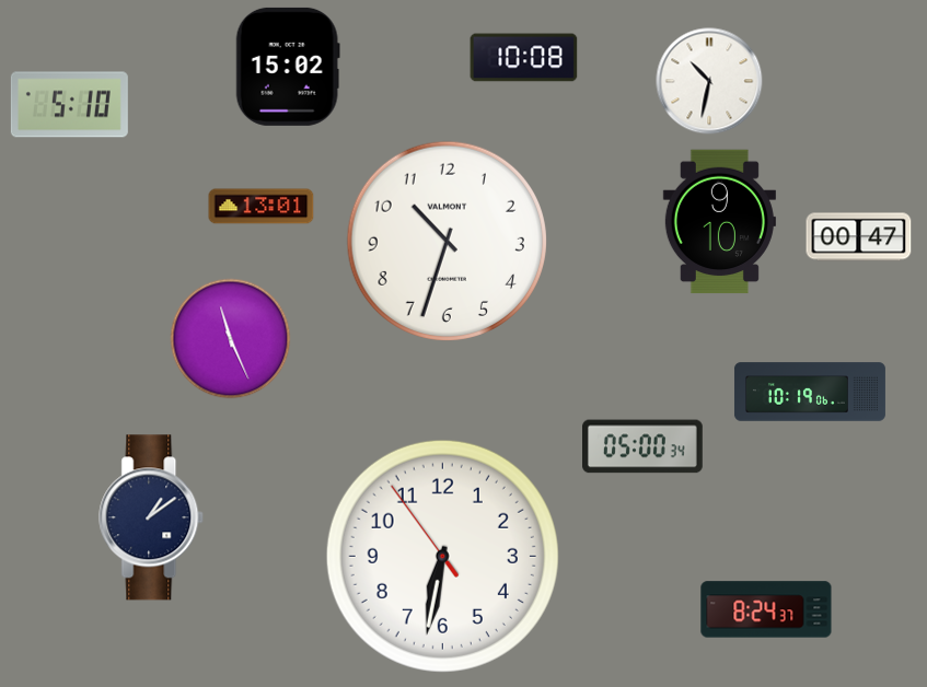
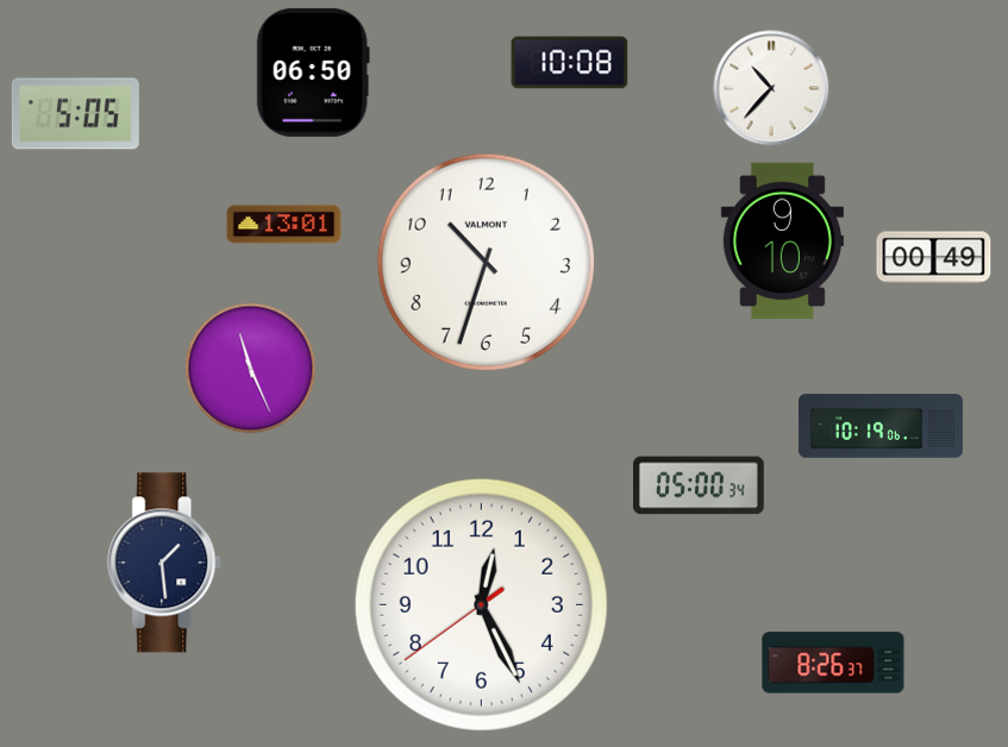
clock at (288, 67): 15:02 -> 06:50
clock at (709, 81): 10:32 -> 10:37
clock at (69, 105): 5:10 -> 5:05
clock at (859, 237): 00:47 -> 00:49
clock at (152, 517): 1:09 -> 1:29
clock at (442, 556): 6:31 -> 12:25
clock at (766, 609): 8:24 -> 8:26
